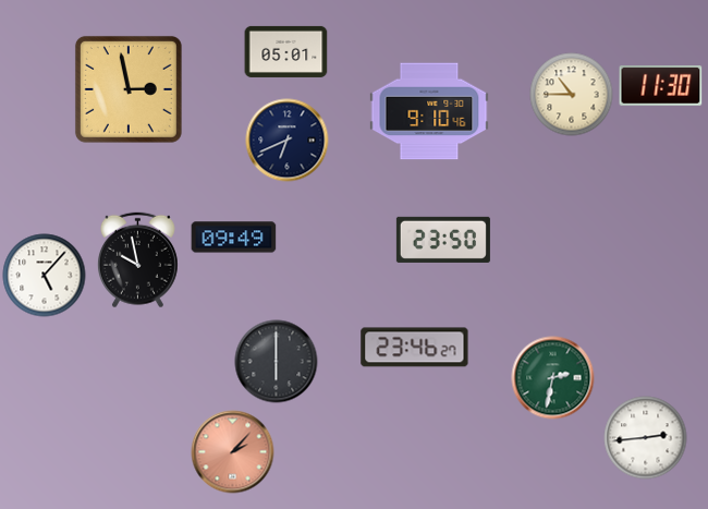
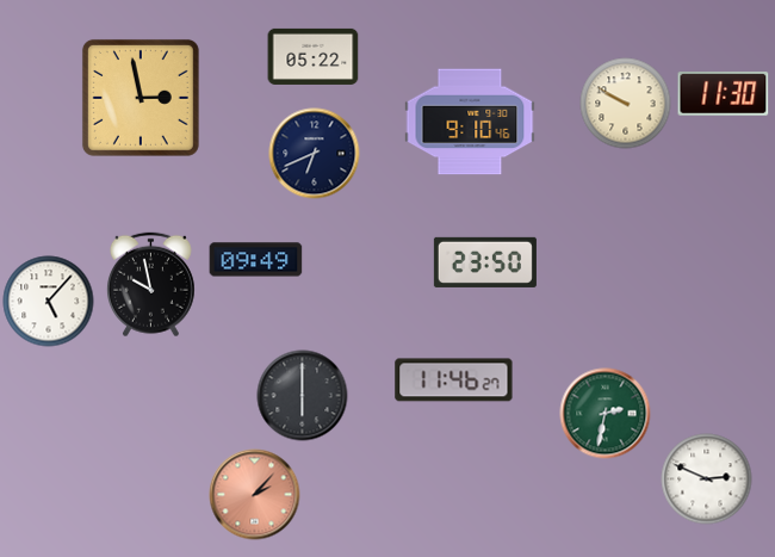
clock at (286, 51): 05:01 -> 05:22
clock at (572, 95): 10:45 -> 9:50
clock at (415, 348): 23:46 -> 11:46
clock at (646, 438): 2:44 -> 2:49
